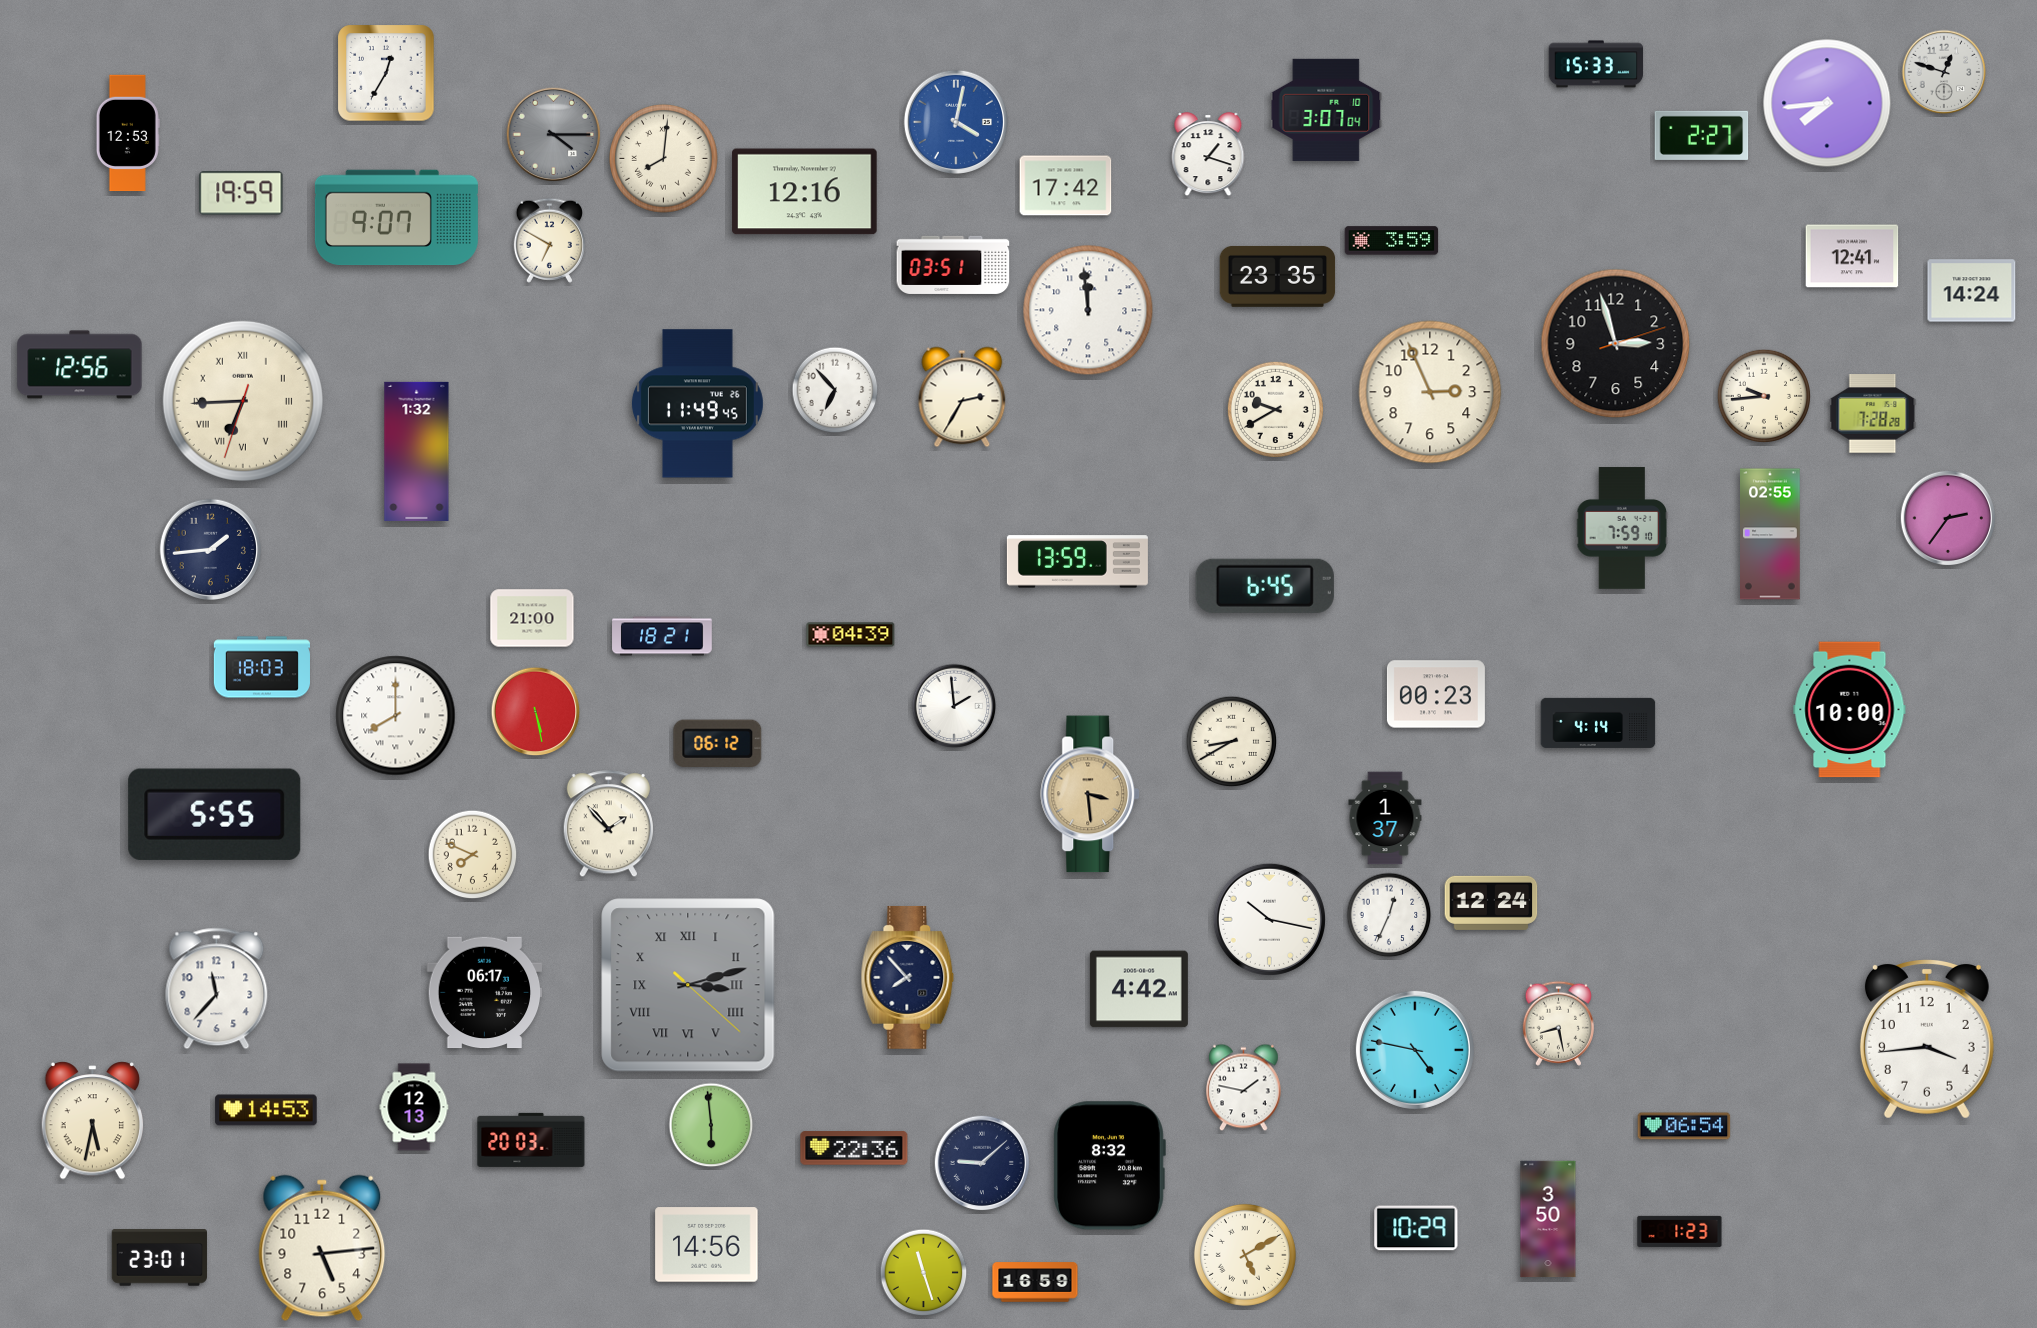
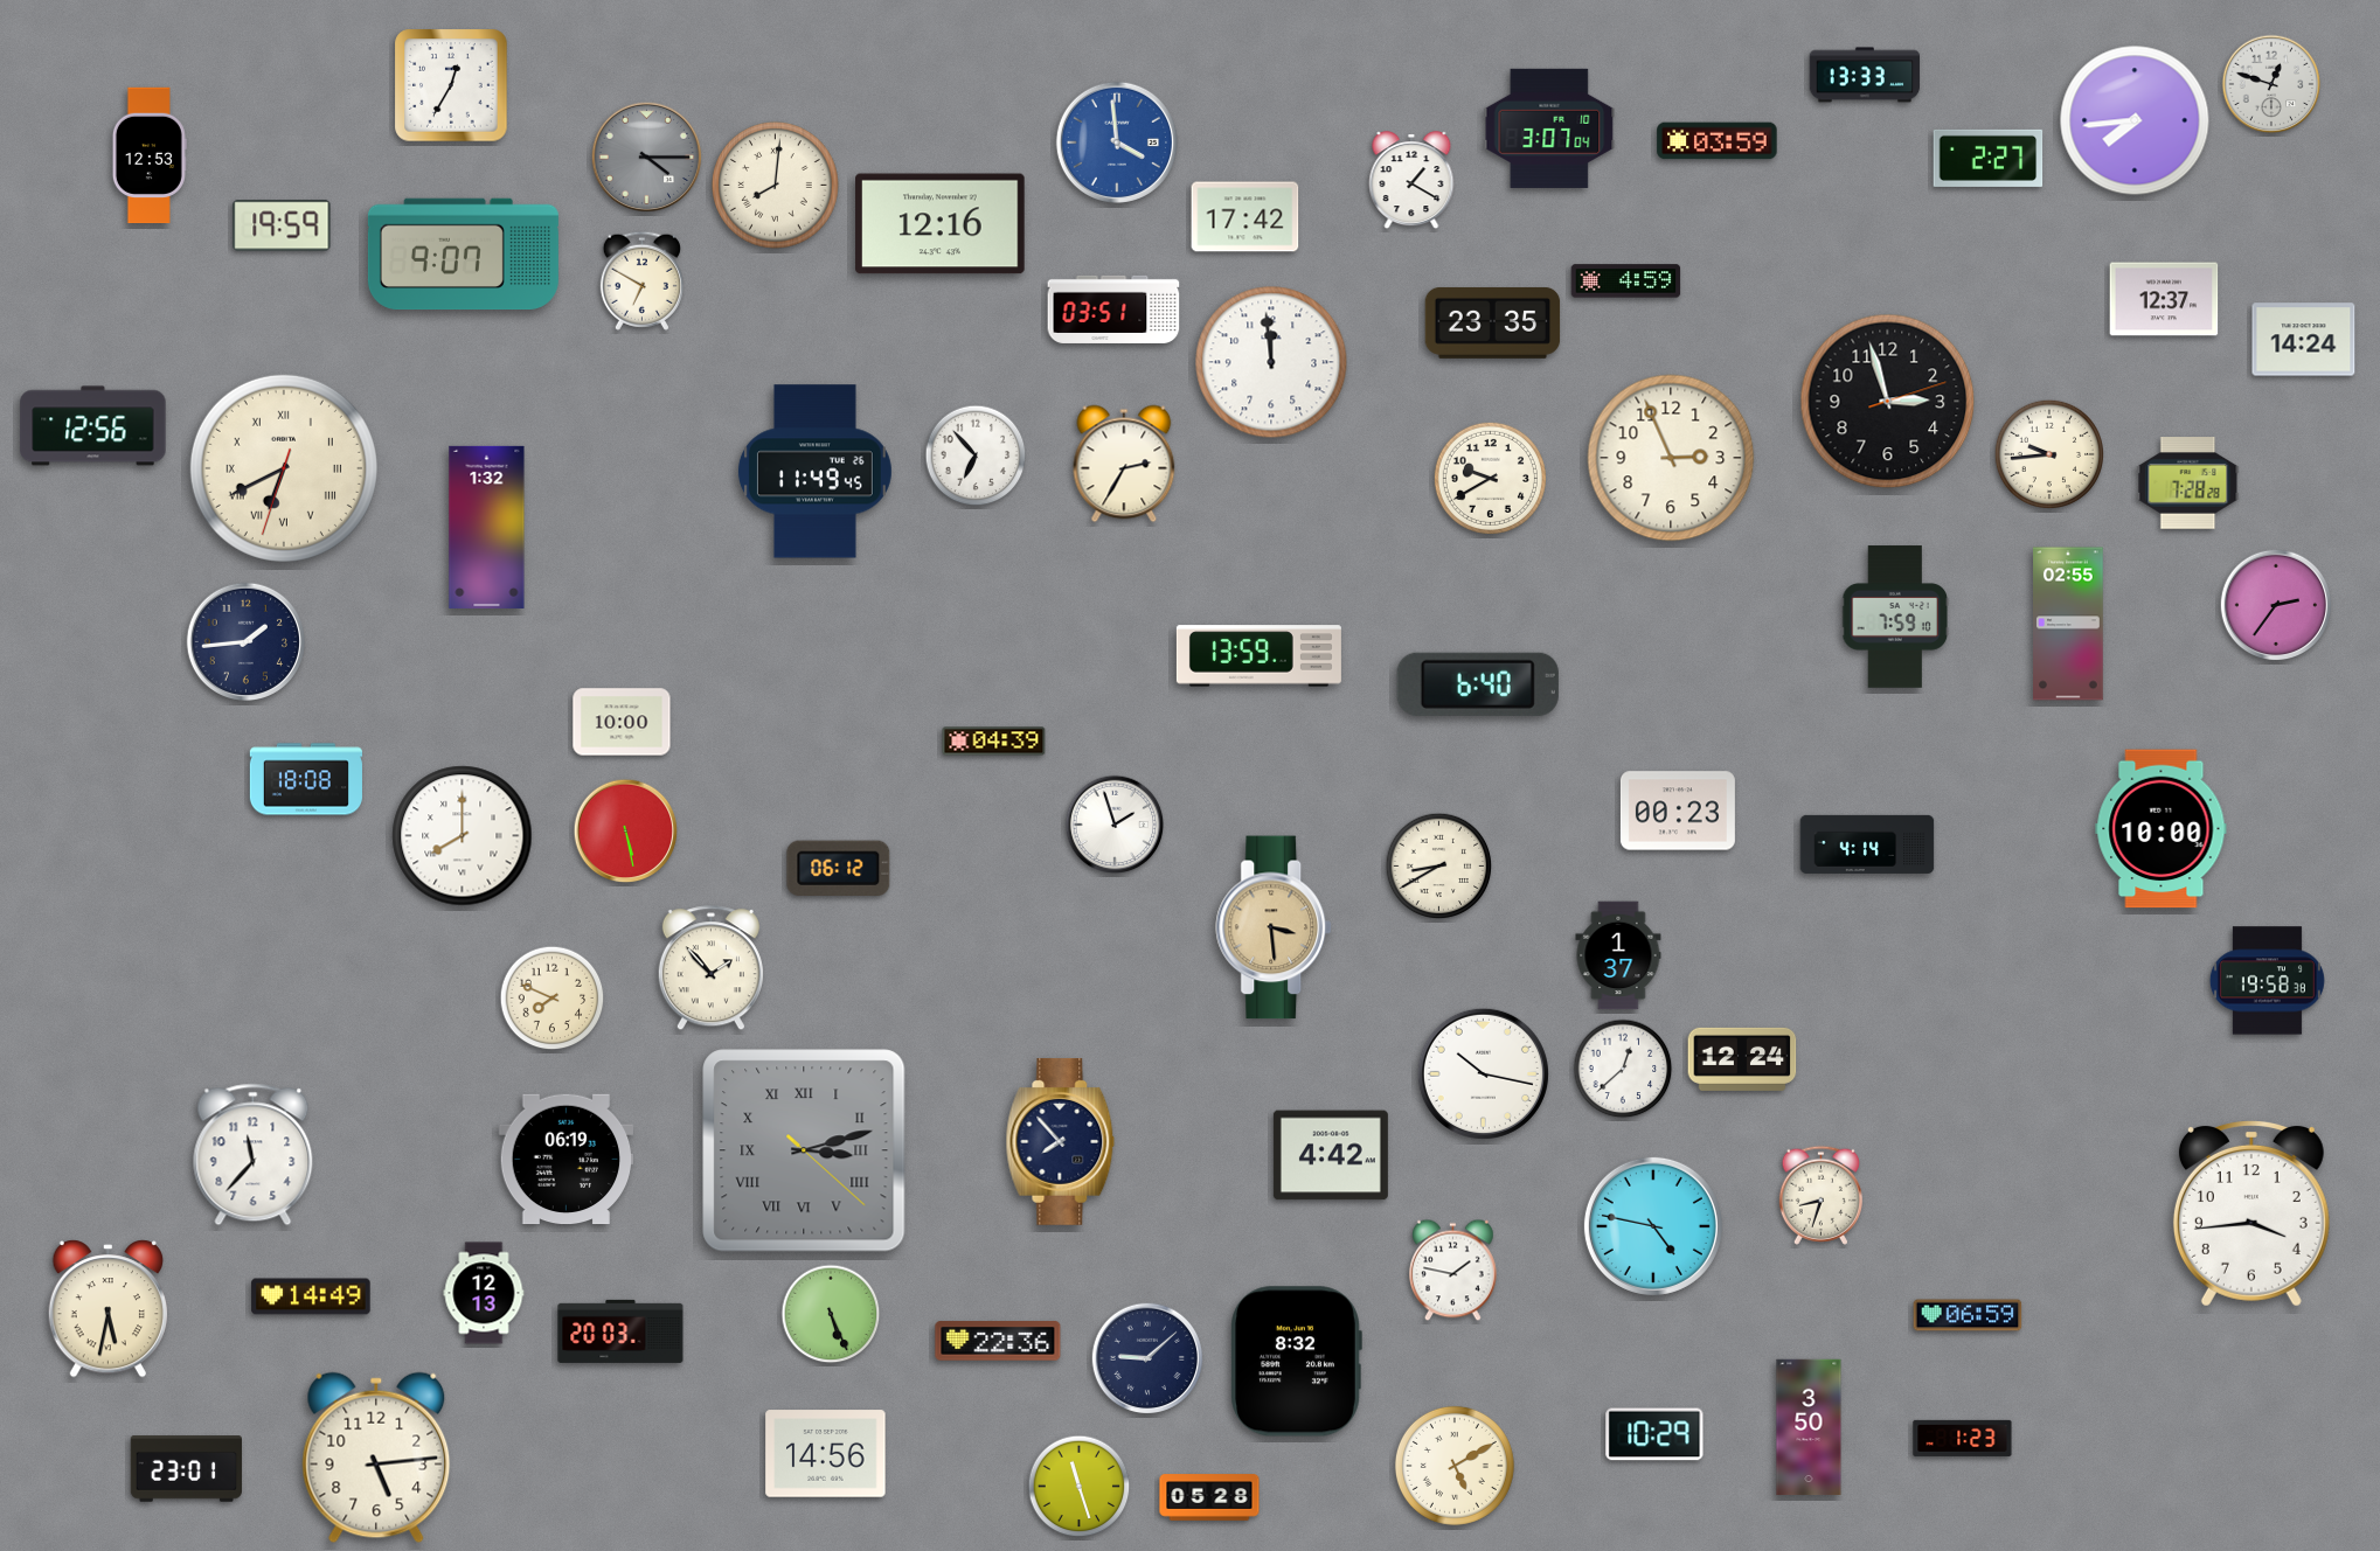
clock at (1596, 64): 15:33 -> 13:33
clock at (1718, 141): none -> 03:59
clock at (956, 122): 4:02 -> 3:59
clock at (1208, 155): 1:18 -> 1:20
clock at (1392, 241): 3:59 -> 4:59
clock at (1852, 256): 12:41 -> 12:37
clock at (1763, 395) position: (1763, 395) -> (2048, 453)
clock at (243, 401): 6:44 -> 6:40
clock at (1265, 586): 6:45 -> 6:40
clock at (532, 618): 21:00 -> 10:00
clock at (662, 636): 18:21 -> none
clock at (262, 667): 18:03 -> 18:08
clock at (954, 706): 1:59 -> 1:57
clock at (215, 814): 5:55 -> none
clock at (608, 824) position: (608, 824) -> (710, 968)
clock at (2267, 981): none -> 19:58
clock at (1491, 903) position: (1491, 903) -> (1742, 1059)
clock at (1389, 915): 12:34 -> 12:38
clock at (485, 993): 06:17 -> 06:19
clock at (1558, 1023): 8:28 -> 8:33
clock at (266, 1110): 14:53 -> 14:49
clock at (711, 1125): 5:59 -> 5:26
clock at (1684, 1126): 06:54 -> 06:59
clock at (1548, 1219) position: (1548, 1219) -> (1809, 1427)
clock at (1035, 1282): 16:59 -> 05:28
